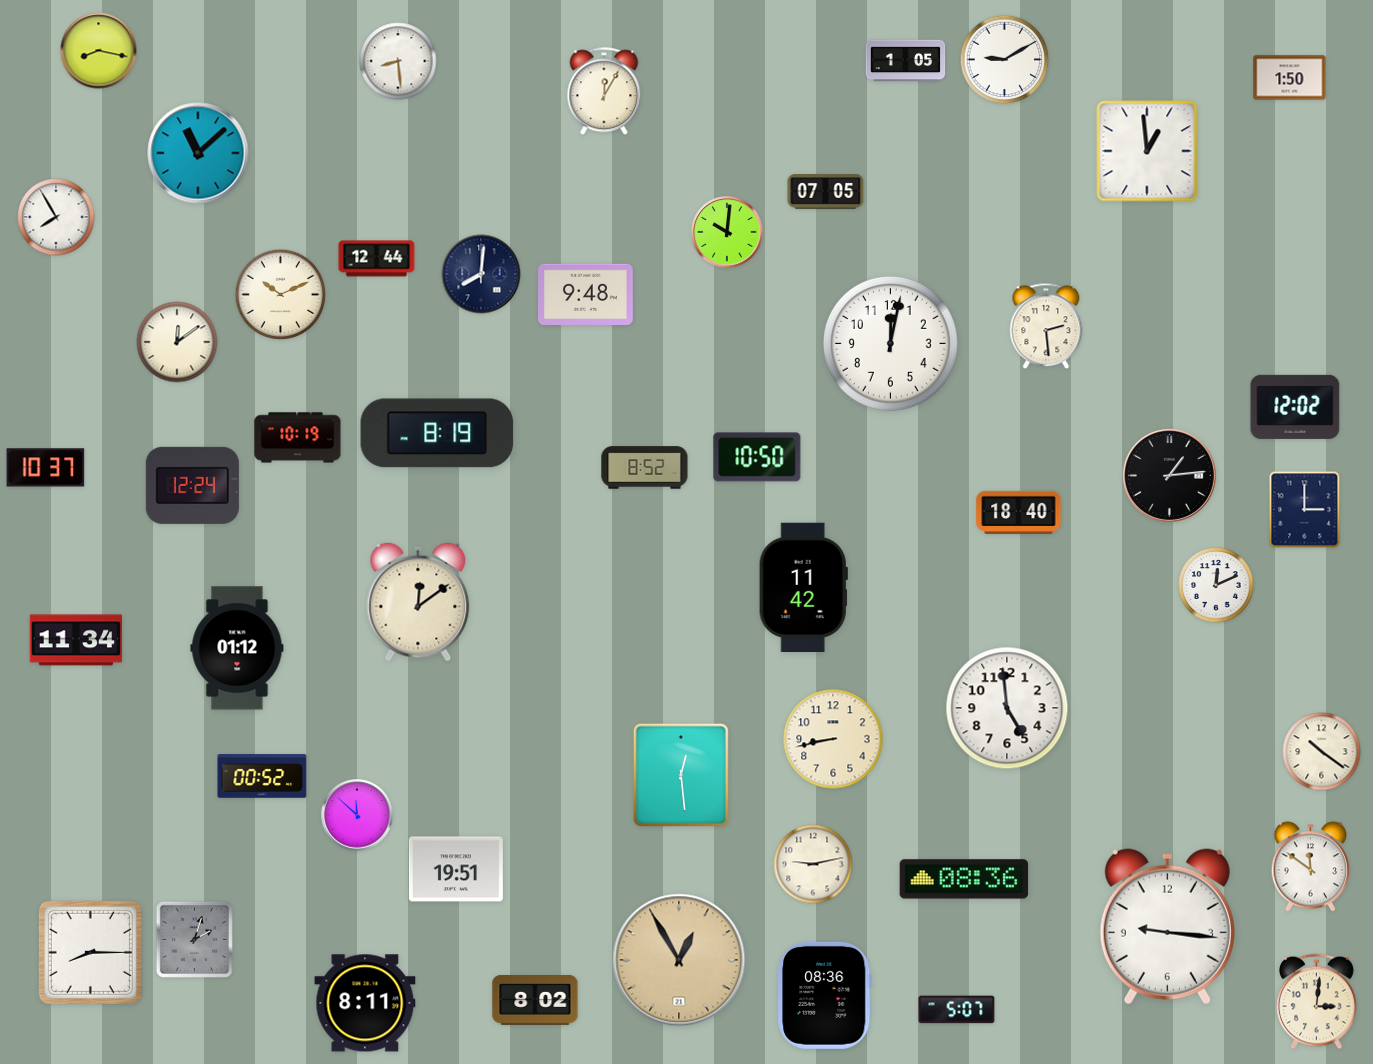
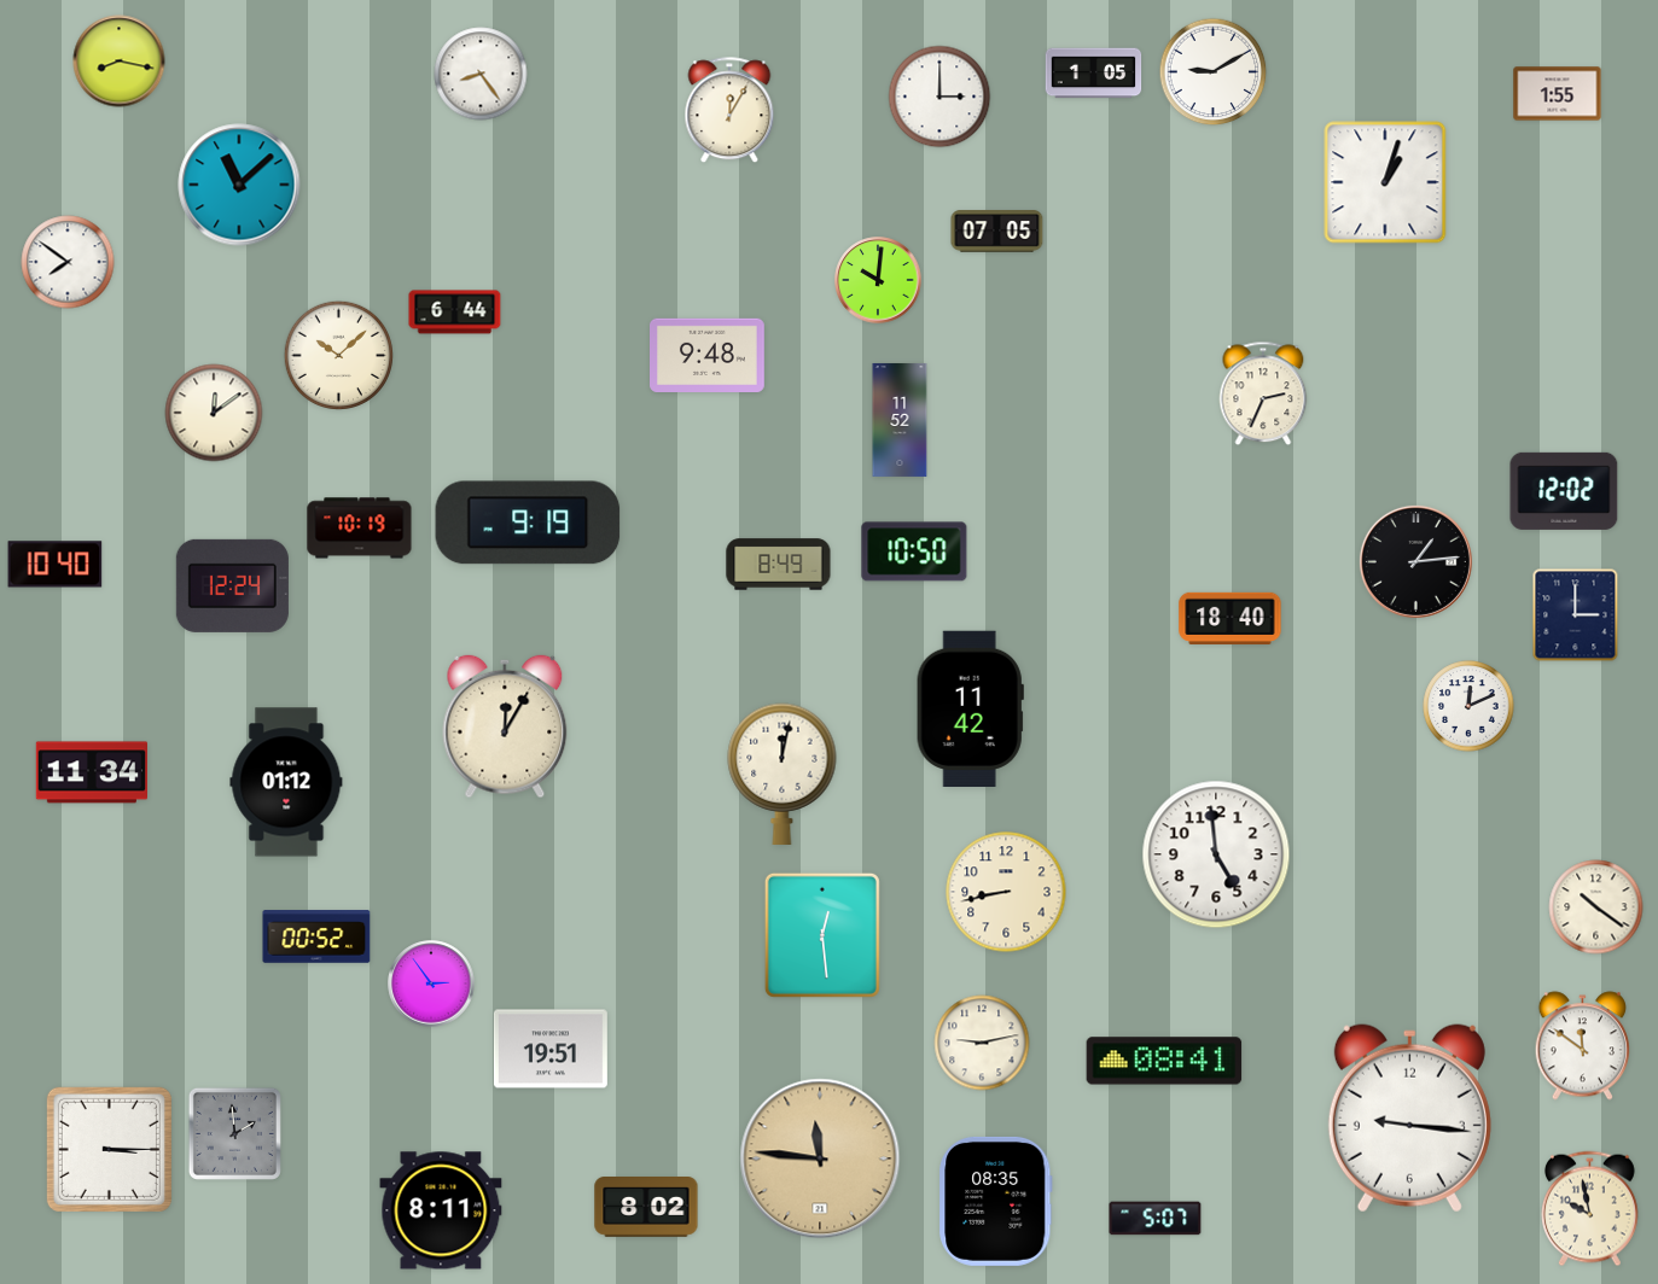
clock at (398, 61): 8:29 -> 8:24
clock at (1290, 78): 1:50 -> 1:55
clock at (939, 97): none -> 3:00
clock at (1147, 151): 12:59 -> 1:03
clock at (56, 217): 7:55 -> 7:51
clock at (377, 259): 12:44 -> 6:44
clock at (481, 274): 8:01 -> none
clock at (280, 294): 10:11 -> 10:08
clock at (1046, 326): 2:29 -> 2:34
clock at (890, 343): 12:02 -> none
clock at (900, 420): none -> 11:52
clock at (437, 433): 8:19 -> 9:19
clock at (46, 468): 10:37 -> 10:40
clock at (645, 468): 8:52 -> 8:49
clock at (1169, 475) position: (1169, 475) -> (1415, 561)
clock at (418, 602): 12:09 -> 12:05
clock at (783, 774): none -> 12:02
clock at (357, 815): 11:52 -> 2:54
clock at (964, 879): 08:36 -> 08:41
clock at (194, 939): 2:03 -> 1:59
clock at (90, 952): 8:15 -> 3:15
clock at (679, 960): 12:55 -> 11:46
clock at (825, 995): 08:36 -> 08:35
clock at (1316, 1002): 3:01 -> 9:58
